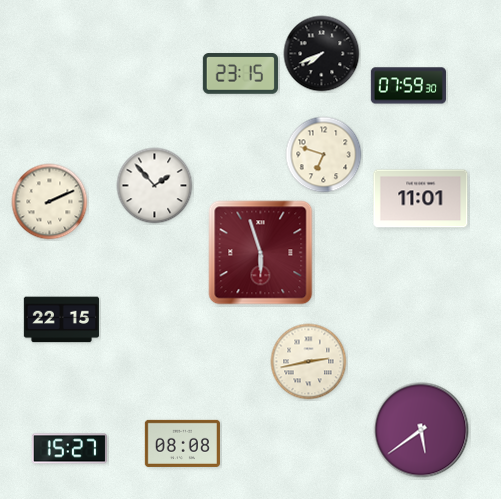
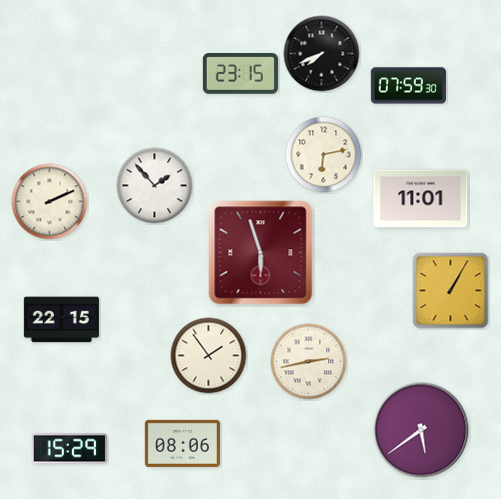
clock at (324, 155): 6:48 -> 6:13
clock at (451, 291): none -> 1:05
clock at (209, 356): none -> 1:54
clock at (182, 443): 08:08 -> 08:06
clock at (69, 449): 15:27 -> 15:29
